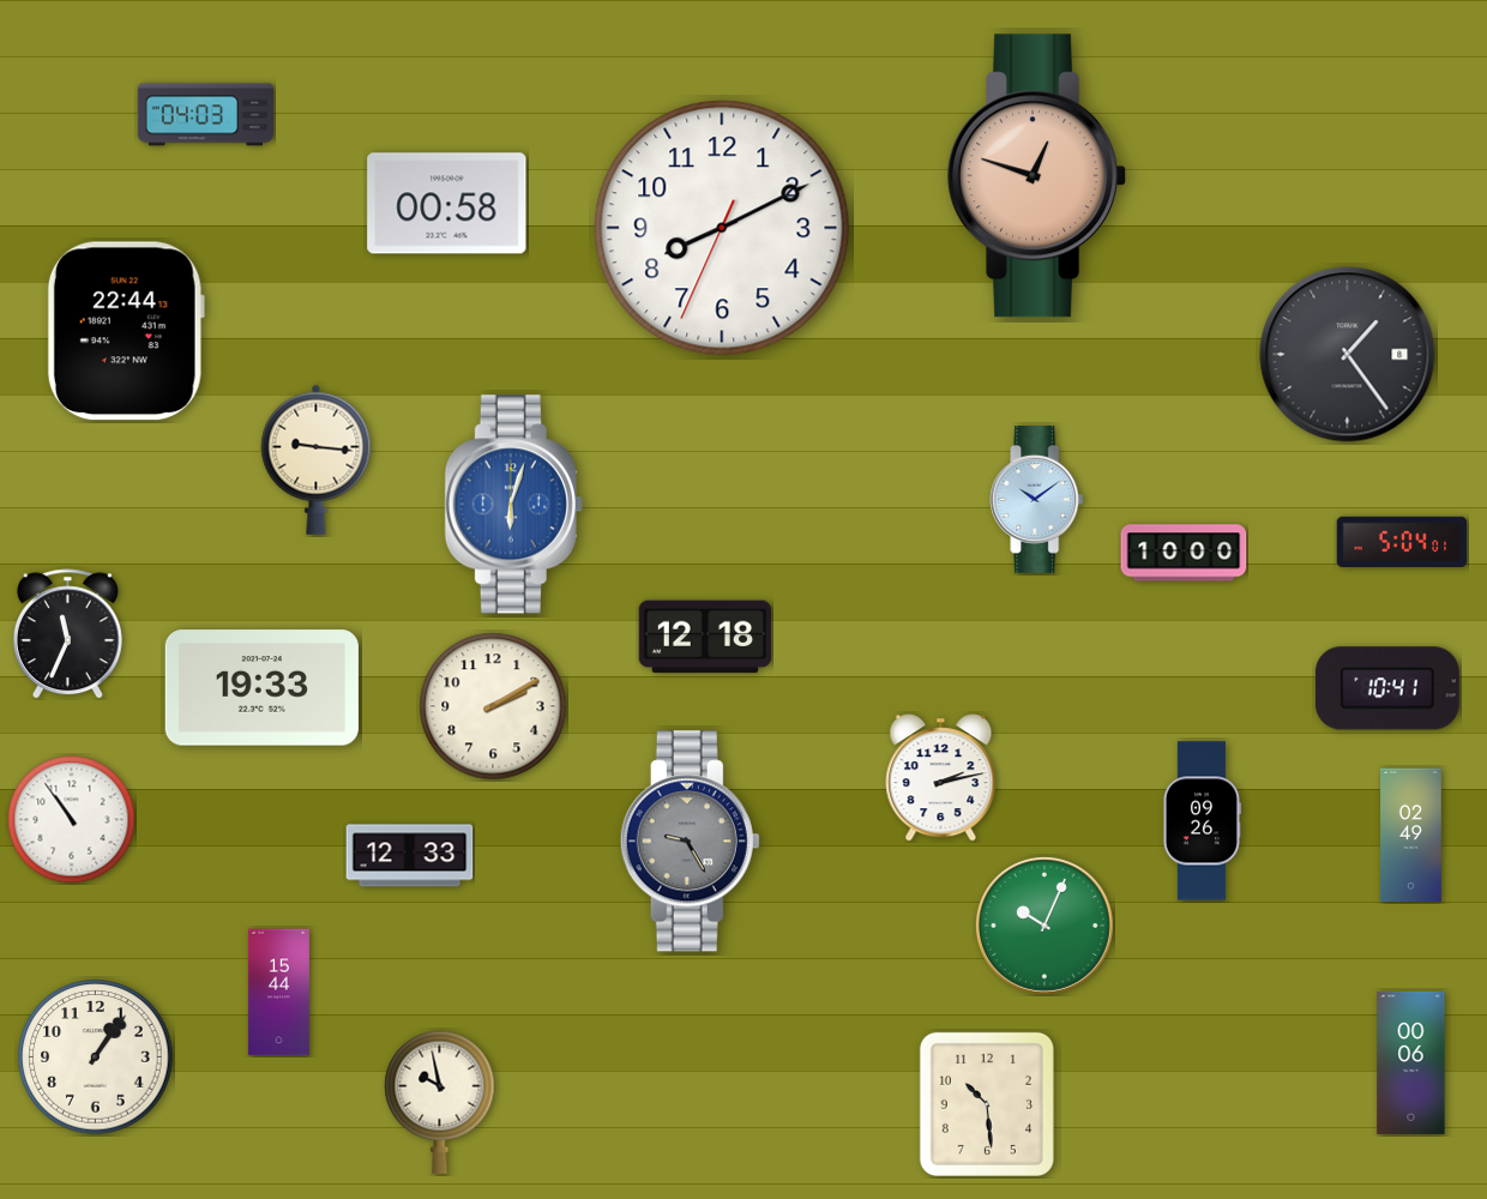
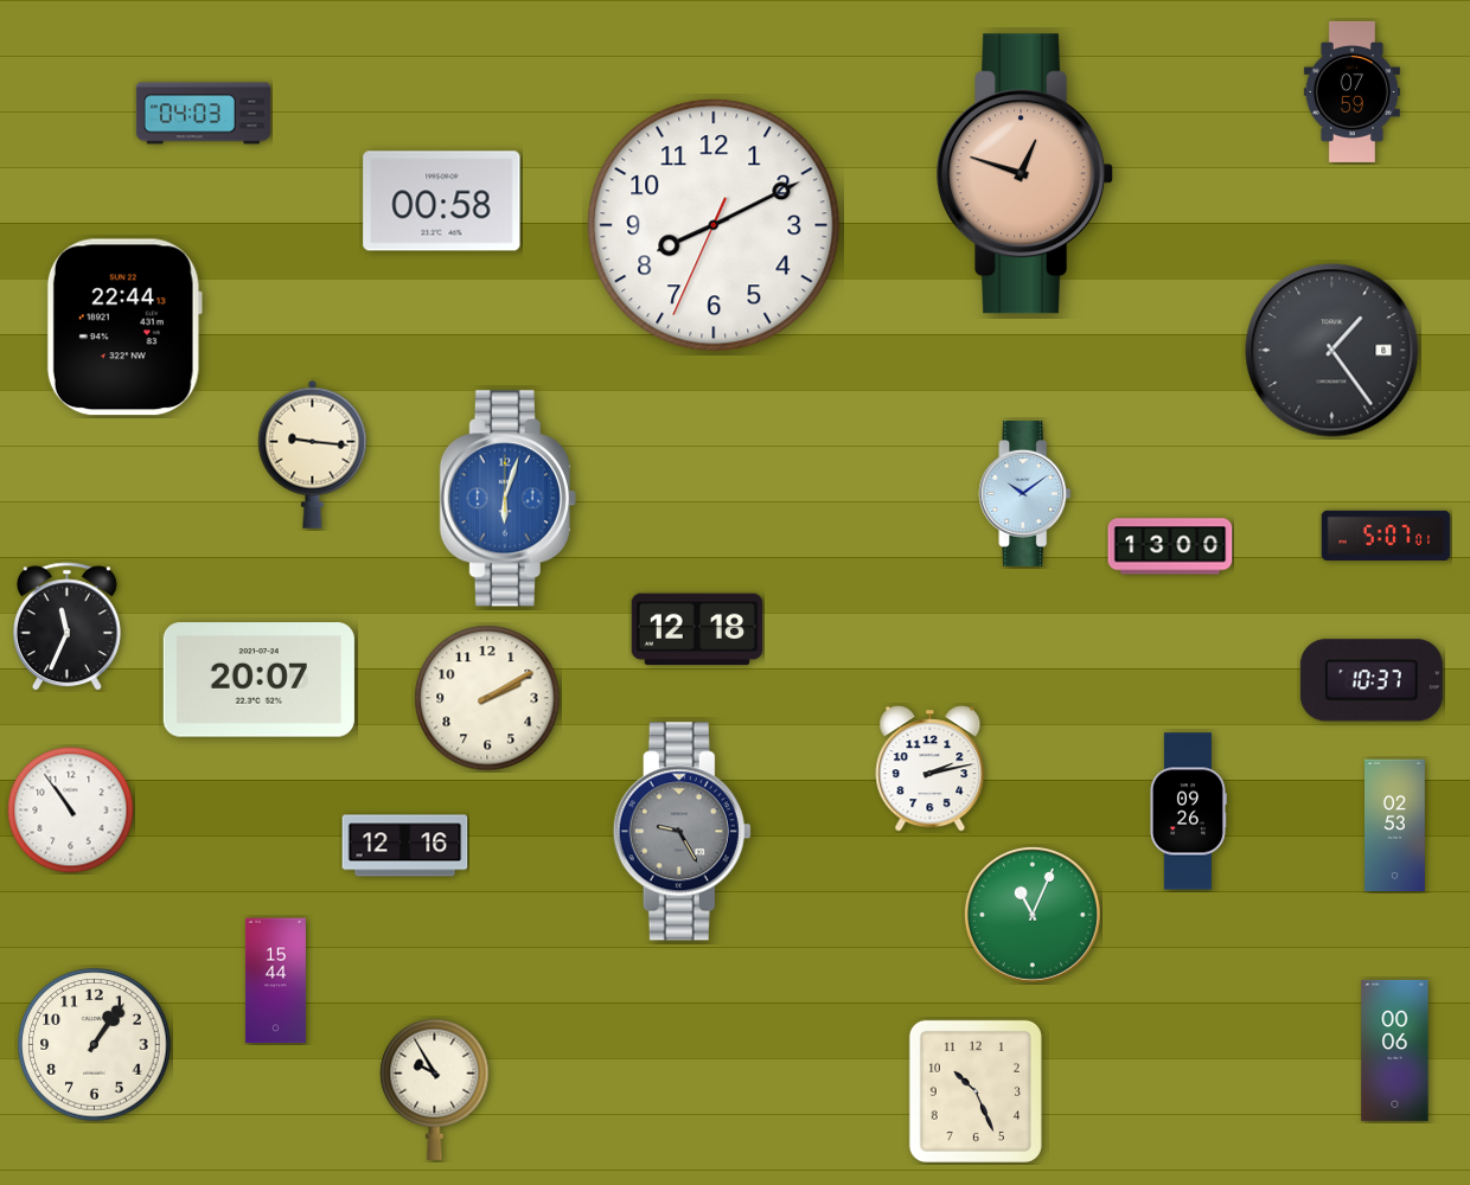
clock at (1351, 91): none -> 07:59
clock at (1402, 541): 5:04 -> 5:07
clock at (1184, 553): 10:00 -> 13:00
clock at (261, 688): 19:33 -> 20:07
clock at (1387, 688): 10:41 -> 10:37
clock at (1411, 836): 02:49 -> 02:53
clock at (410, 856): 12:33 -> 12:16
clock at (1044, 926): 10:04 -> 11:04
clock at (440, 1102): 9:58 -> 9:55
clock at (987, 1104): 10:29 -> 10:26
